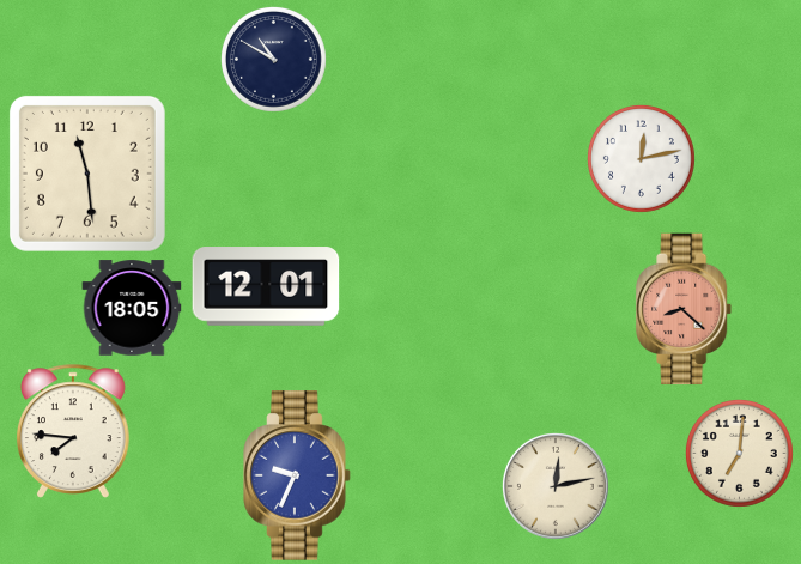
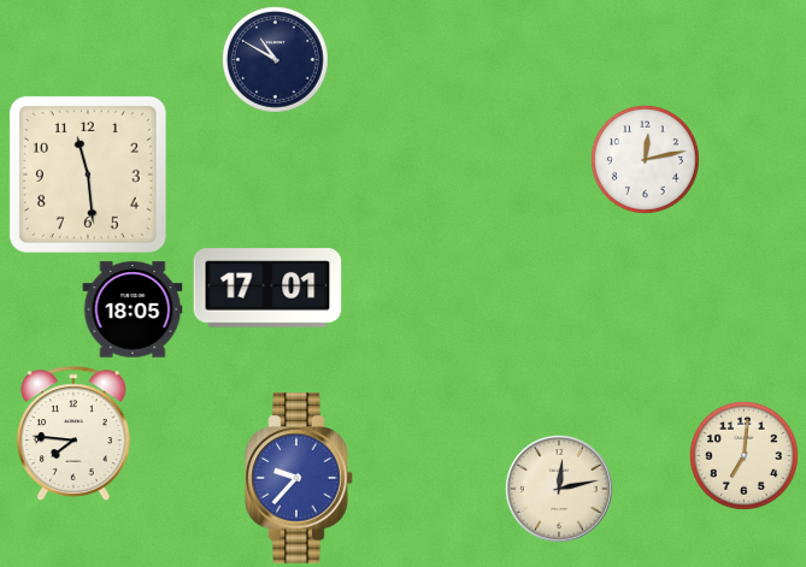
clock at (266, 286): 12:01 -> 17:01
clock at (685, 309): 8:22 -> none
clock at (297, 475): 9:34 -> 9:37
